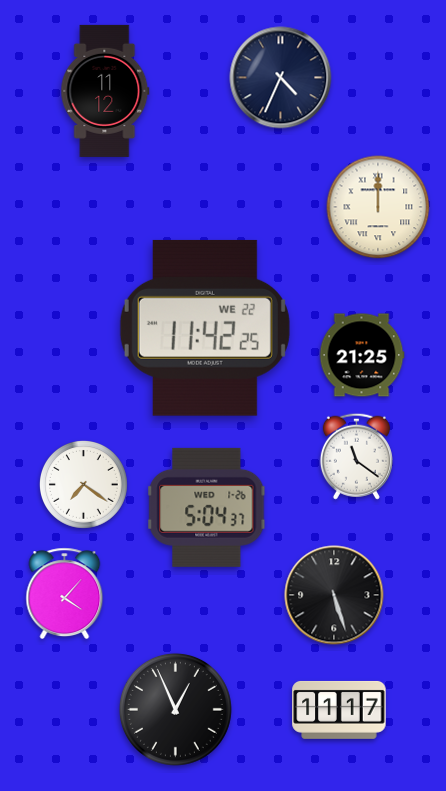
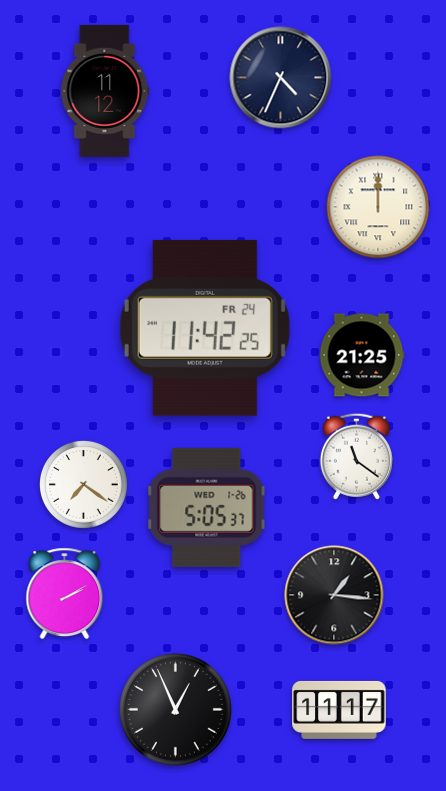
clock at (205, 328) date: WE 22 -> FR 24
clock at (207, 507): 5:04 -> 5:05
clock at (65, 594): 4:07 -> 2:10
clock at (334, 595): 5:27 -> 1:16
